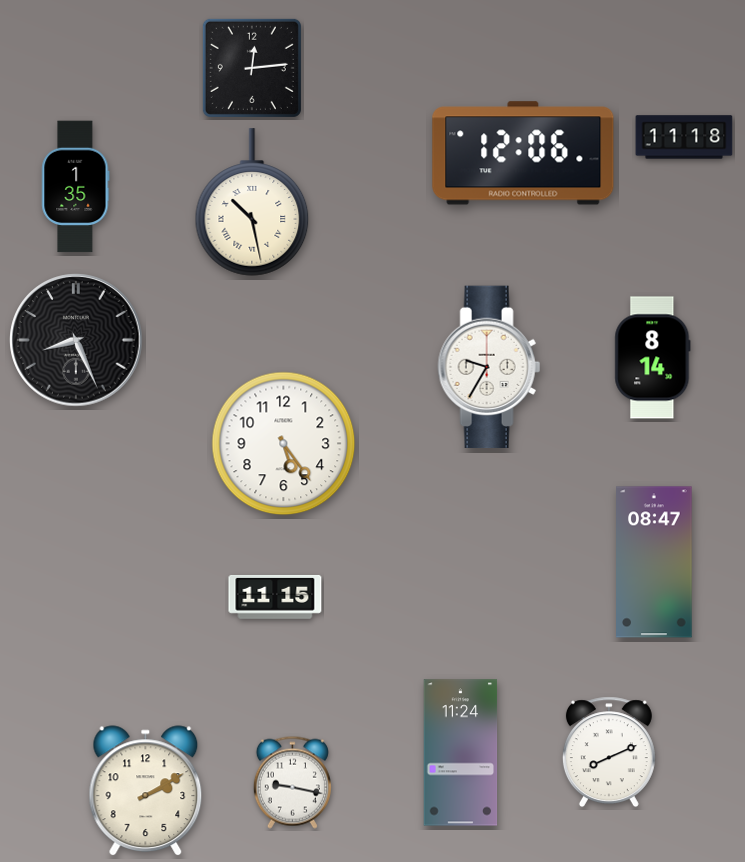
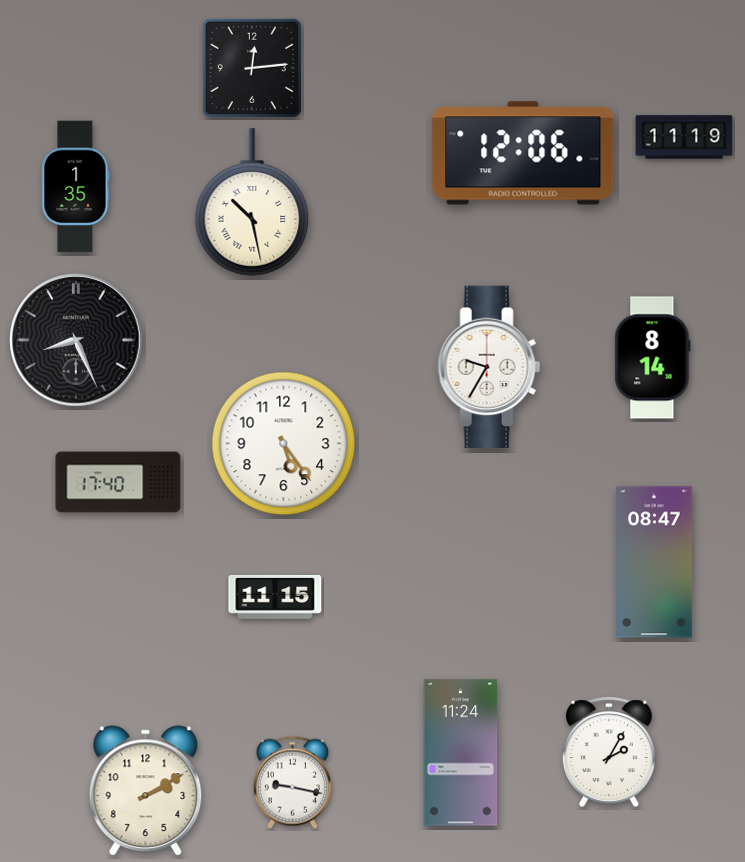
clock at (684, 137): 11:18 -> 11:19
clock at (118, 482): none -> 17:40
clock at (609, 752): 8:11 -> 2:05
